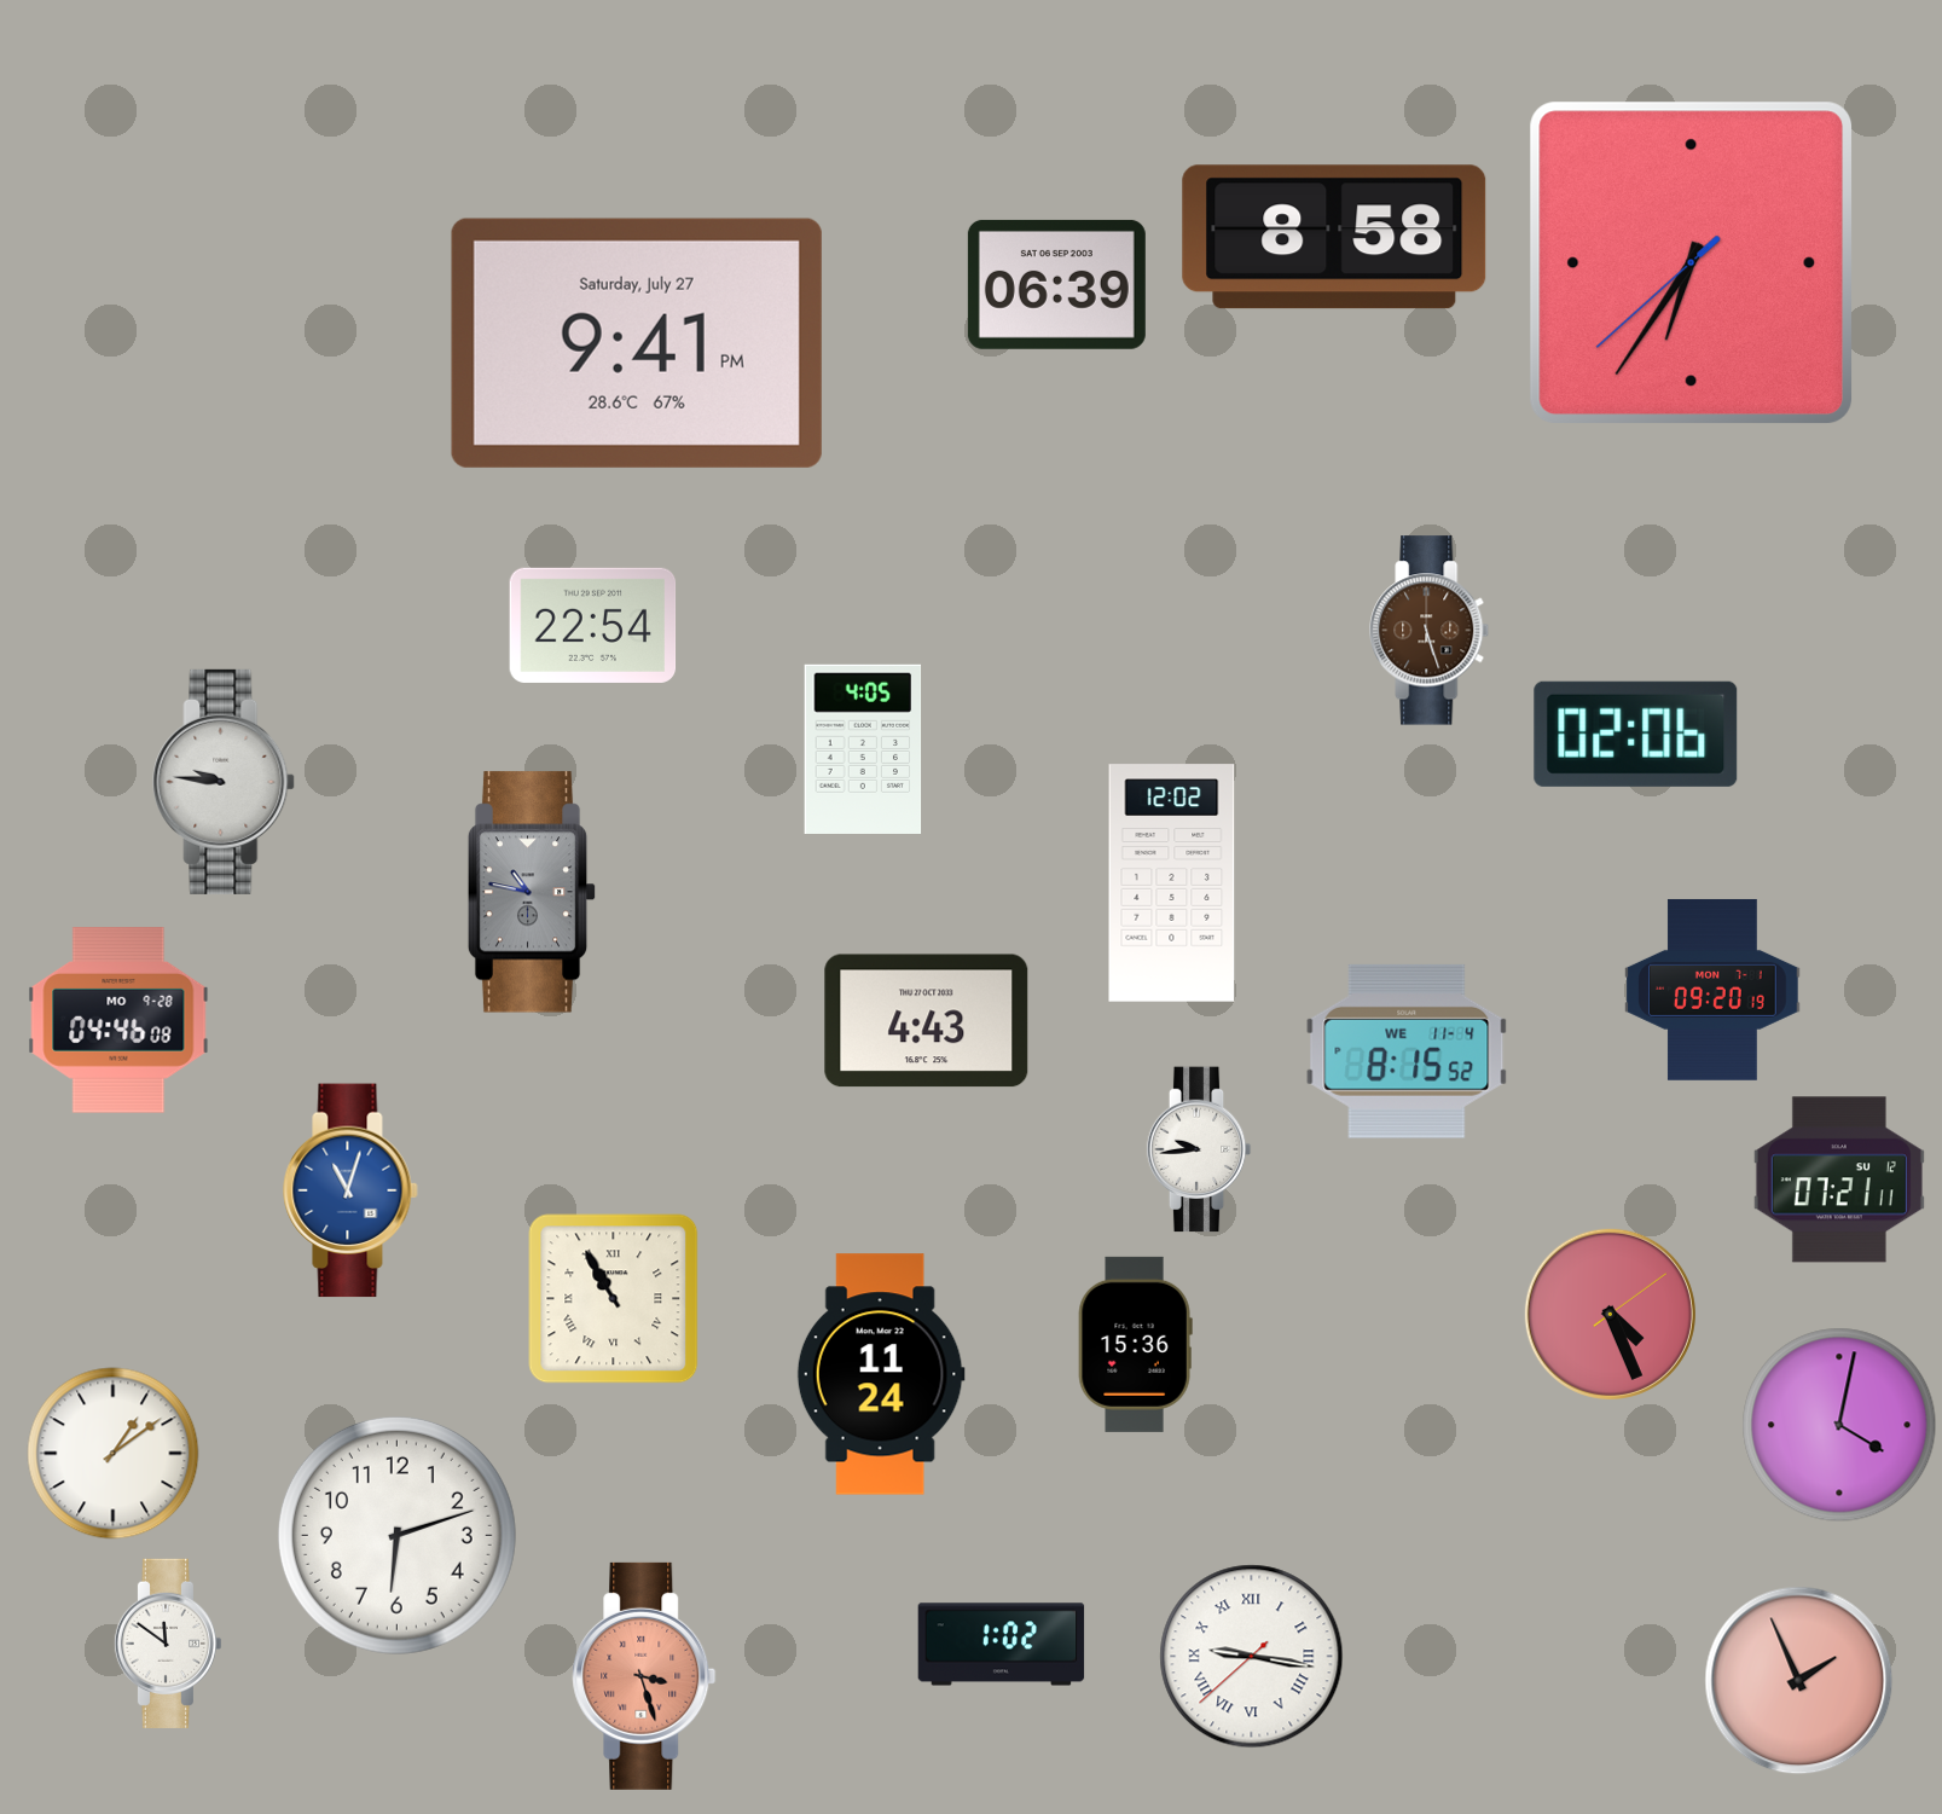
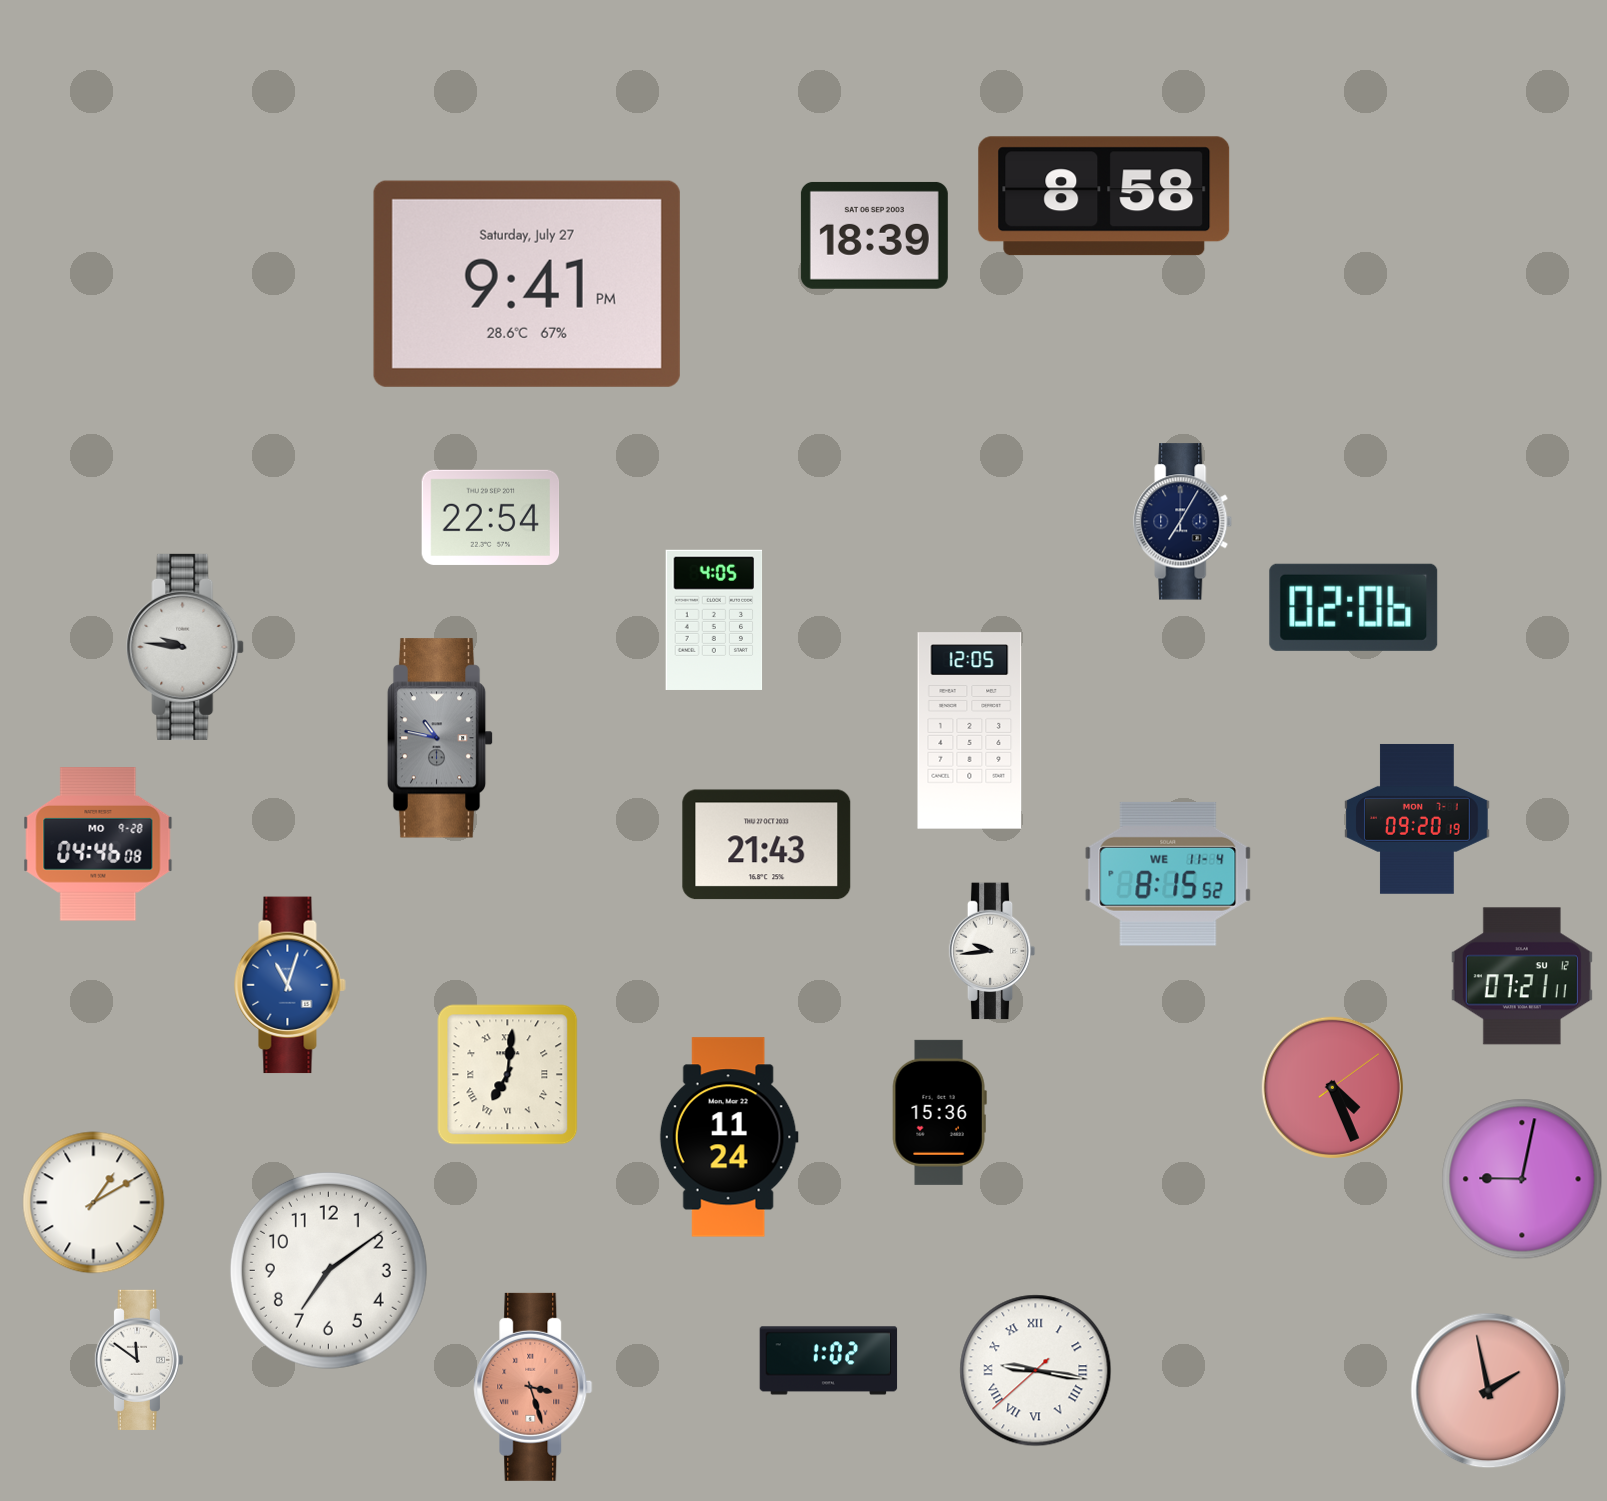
clock at (1692, 263): 6:35 -> none
clock at (1056, 284): 06:39 -> 18:39
clock at (1430, 631): 5:27 -> 7:05
clock at (1430, 631) dial: brown -> navy
clock at (1172, 883): 12:02 -> 12:05
clock at (927, 1021): 4:43 -> 21:43
clock at (1407, 1051) position: (1407, 1051) -> (1168, 874)
clock at (614, 1299): 10:55 -> 7:01
clock at (1839, 1425): 4:02 -> 9:02
clock at (114, 1454): 1:09 -> 1:10
clock at (396, 1535): 6:12 -> 7:09
clock at (1799, 1681): 1:56 -> 1:58
